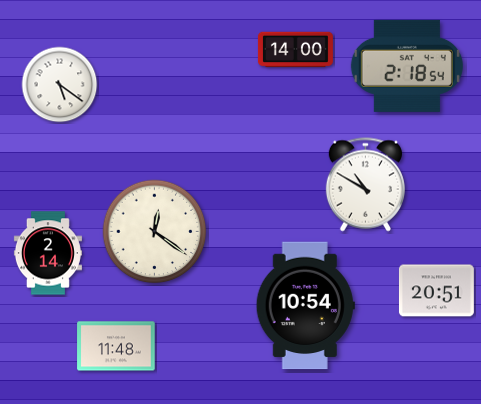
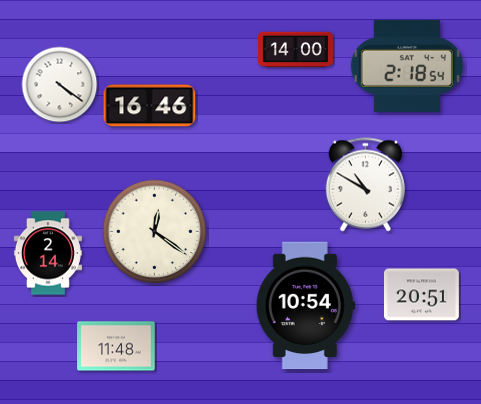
clock at (60, 85): 5:21 -> 4:21
clock at (150, 106): none -> 16:46
clock at (436, 291) position: (436, 291) -> (421, 295)
